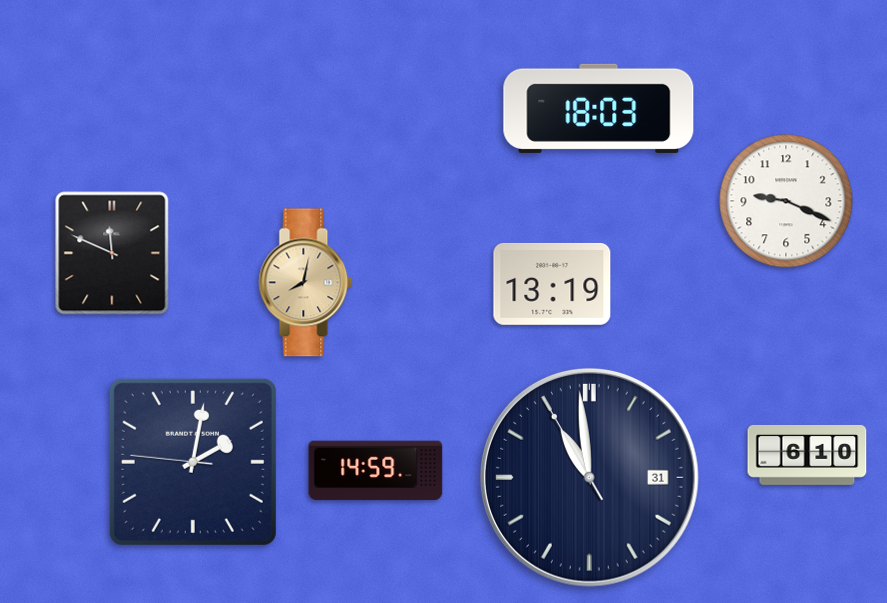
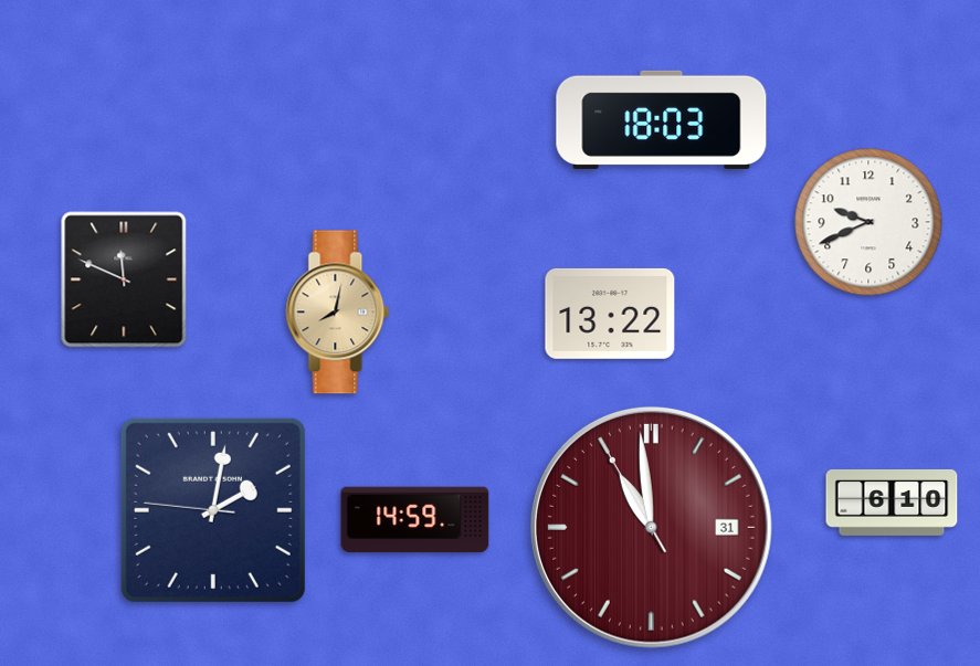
clock at (786, 201): 9:19 -> 9:41
clock at (552, 284): 13:19 -> 13:22
clock at (589, 477) dial: navy -> burgundy
